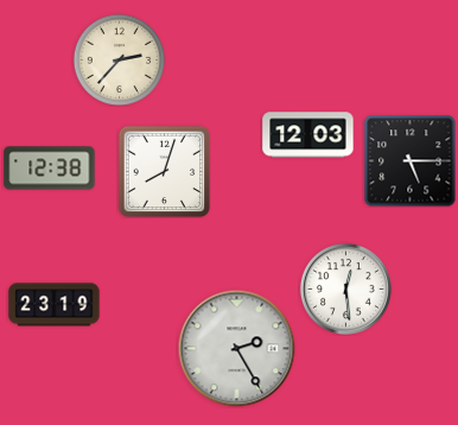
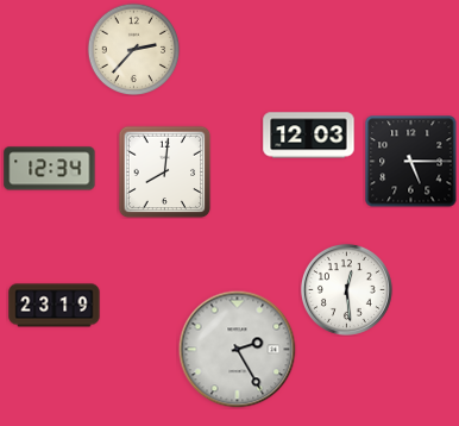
clock at (119, 59) position: (119, 59) -> (133, 49)
clock at (50, 169): 12:38 -> 12:34
clock at (164, 171): 8:03 -> 8:01
